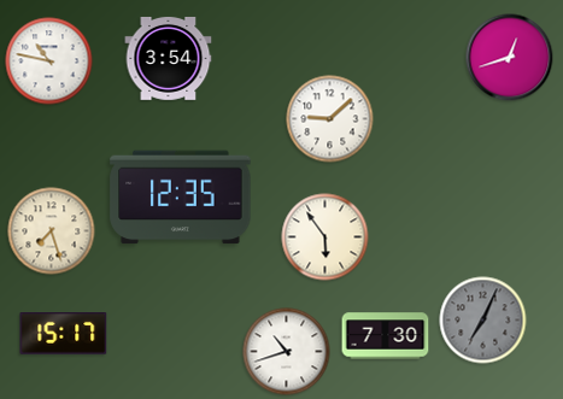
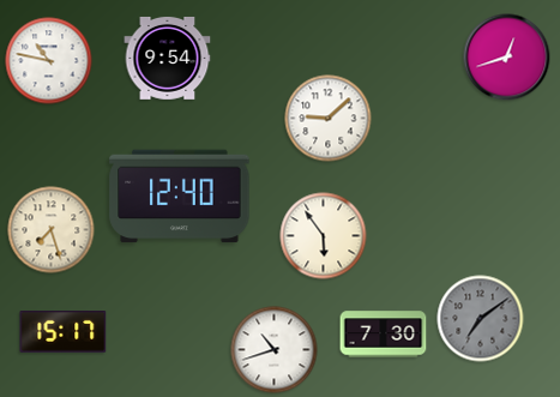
clock at (169, 58): 3:54 -> 9:54
clock at (181, 198): 12:35 -> 12:40
clock at (483, 321): 7:04 -> 7:09
clock at (287, 352) position: (287, 352) -> (275, 350)
